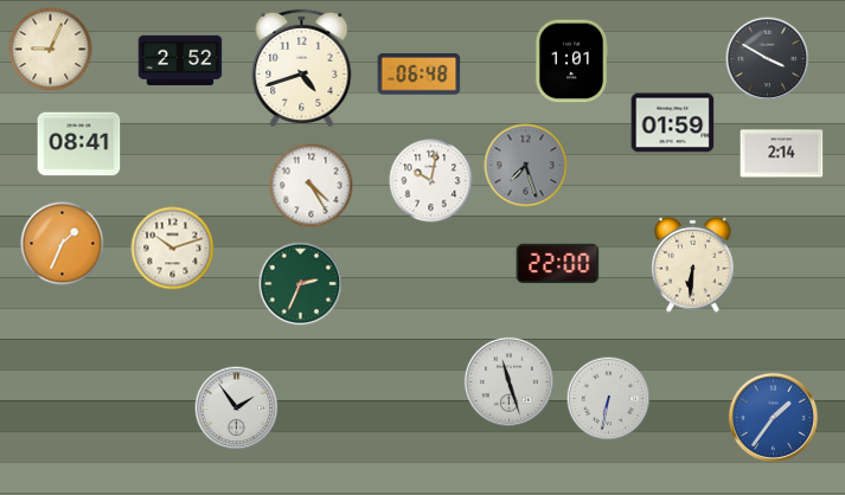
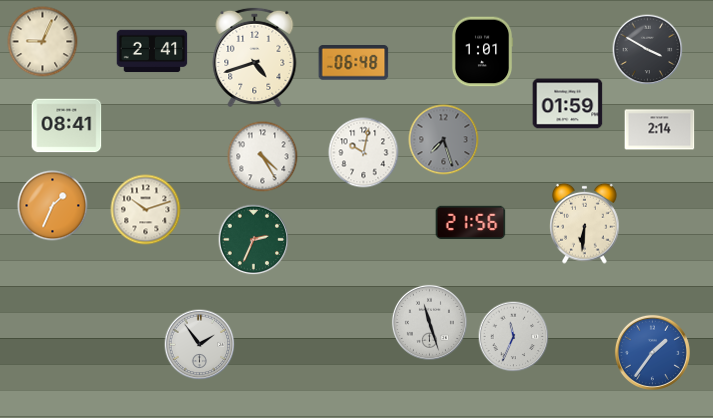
clock at (180, 60): 2:52 -> 2:41
clock at (79, 144) position: (79, 144) -> (67, 126)
clock at (558, 264): 22:00 -> 21:56
clock at (609, 399): 6:32 -> 11:34
